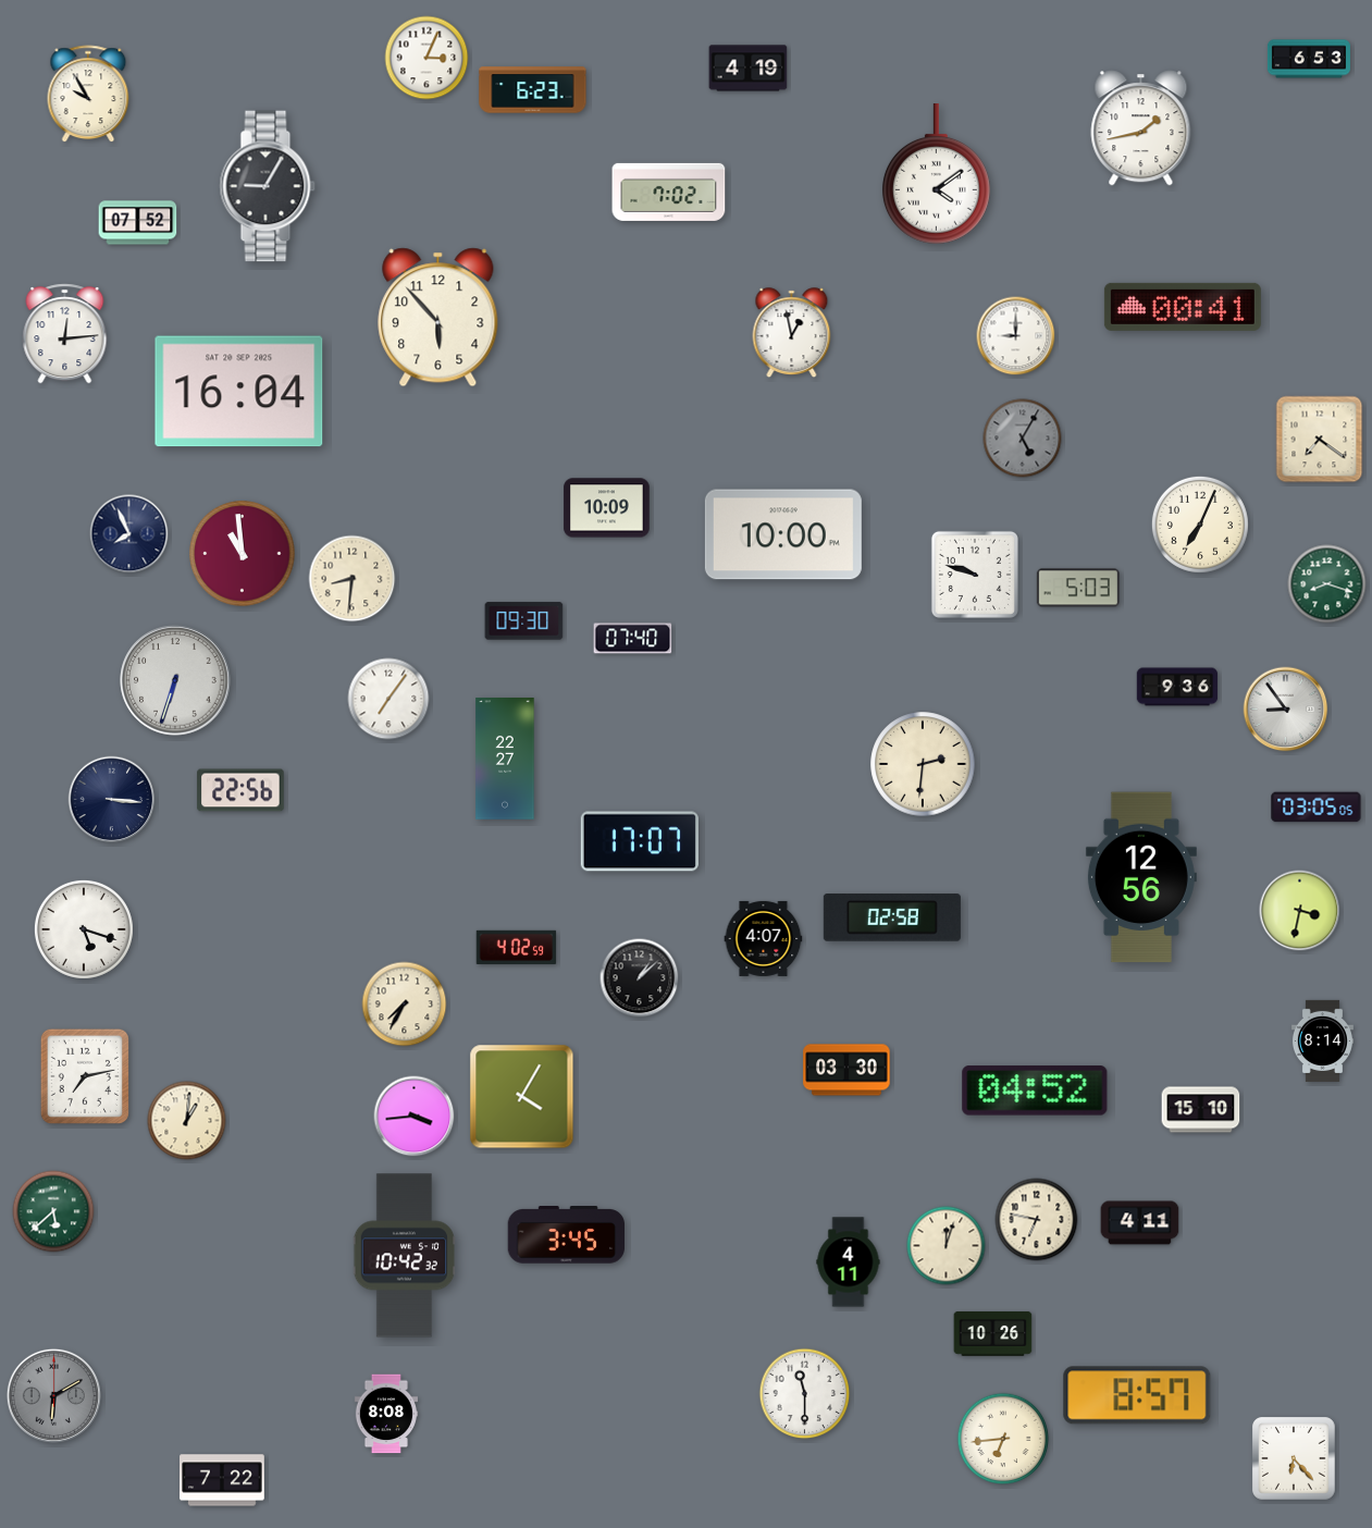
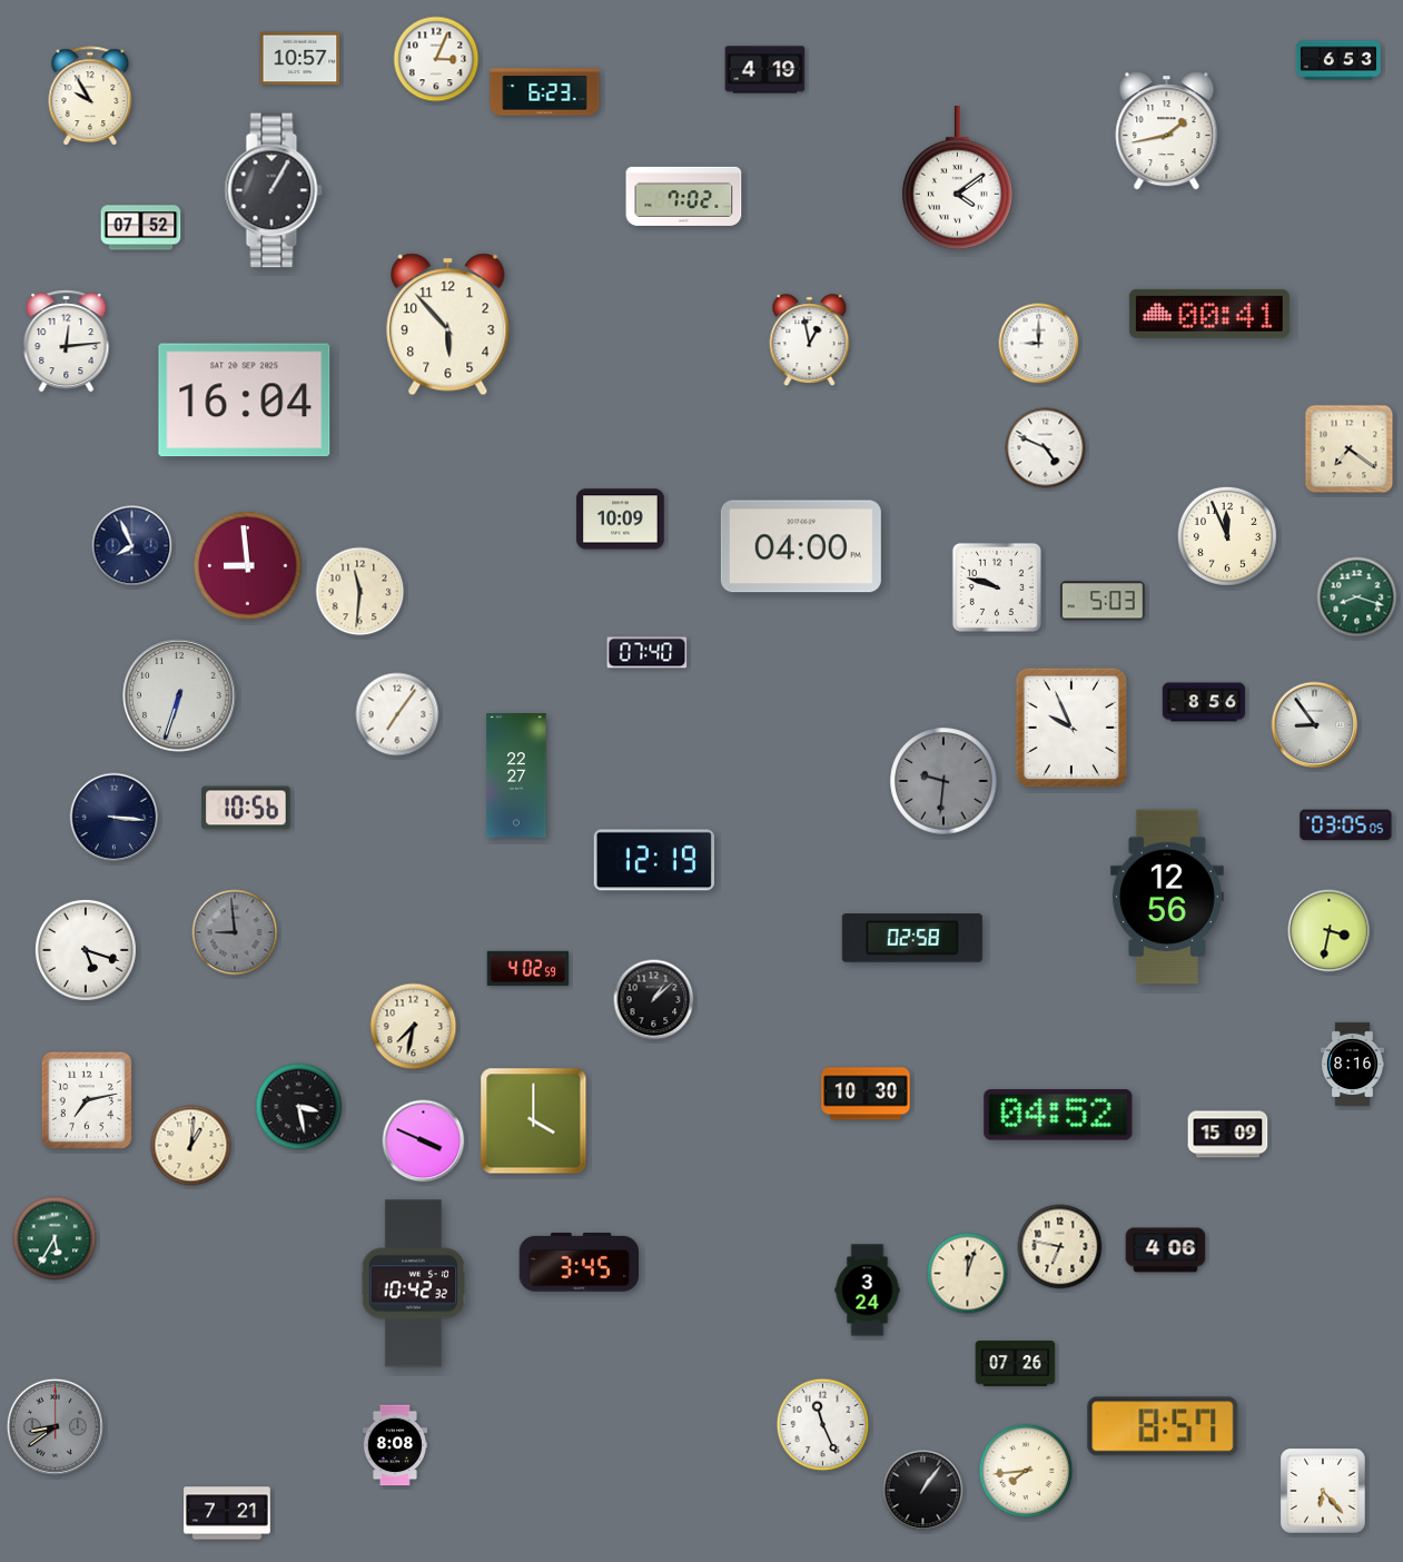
clock at (300, 59): none -> 10:57
clock at (268, 186): 9:05 -> 1:05
clock at (1023, 439): 5:05 -> 4:49
clock at (1023, 439) dial: grey -> white
clock at (1200, 525): 7:04 -> 11:56
clock at (783, 534): 10:00 -> 04:00
clock at (243, 554): 10:59 -> 8:59
clock at (353, 579): 8:31 -> 11:31
clock at (524, 621): 09:30 -> none
clock at (1177, 687): 9:36 -> 8:56
clock at (1070, 726): none -> 9:56
clock at (923, 764): 2:31 -> 9:31
clock at (923, 764) dial: cream -> grey
clock at (240, 790): 22:56 -> 10:56
clock at (640, 841): 17:07 -> 12:19
clock at (235, 932): none -> 8:59
clock at (764, 938): 4:07 -> none
clock at (405, 1005): 7:35 -> 7:32
clock at (1322, 1040): 8:14 -> 8:16
clock at (846, 1070): 03:30 -> 10:30
clock at (299, 1107): none -> 3:28
clock at (522, 1097): 4:05 -> 4:00
clock at (1201, 1110): 15:10 -> 15:09
clock at (415, 1117): 3:44 -> 3:49
clock at (53, 1211): 5:38 -> 5:35
clock at (1140, 1223): 4:11 -> 4:06
clock at (849, 1262): 4:11 -> 3:24
clock at (993, 1333): 10:26 -> 07:26
clock at (805, 1394): 11:30 -> 11:26
clock at (53, 1395): 6:10 -> 8:39
clock at (1003, 1439): 6:44 -> 7:44
clock at (923, 1491): none -> 1:06
clock at (222, 1480): 7:22 -> 7:21
